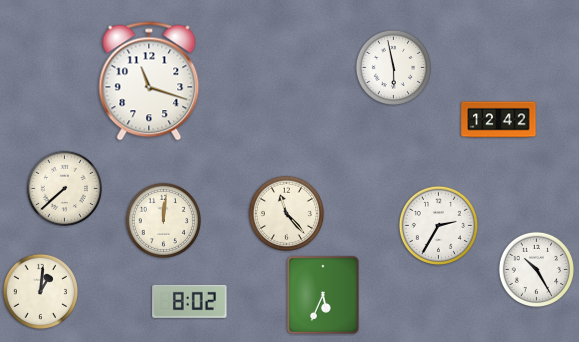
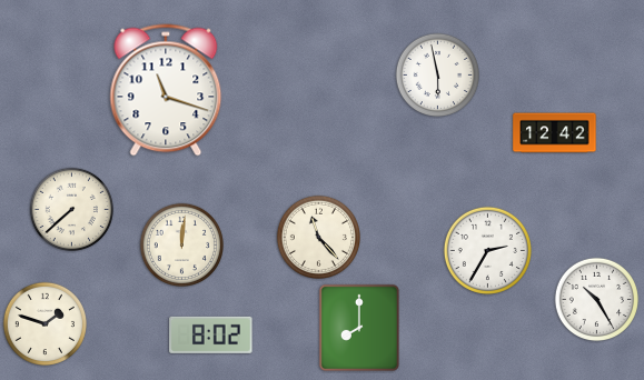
clock at (40, 291): 1:01 -> 1:48
clock at (323, 295): 5:34 -> 8:00
